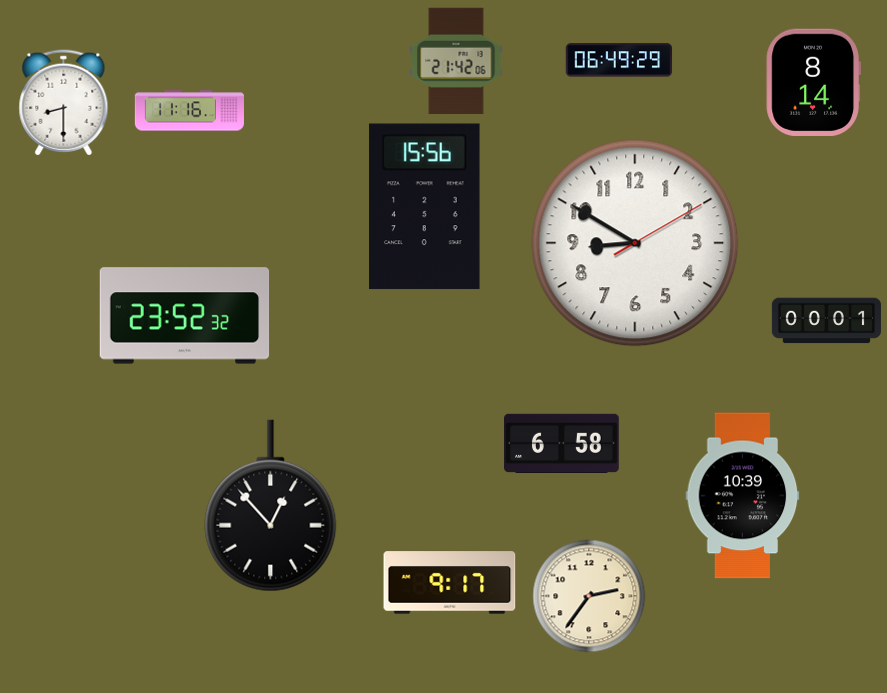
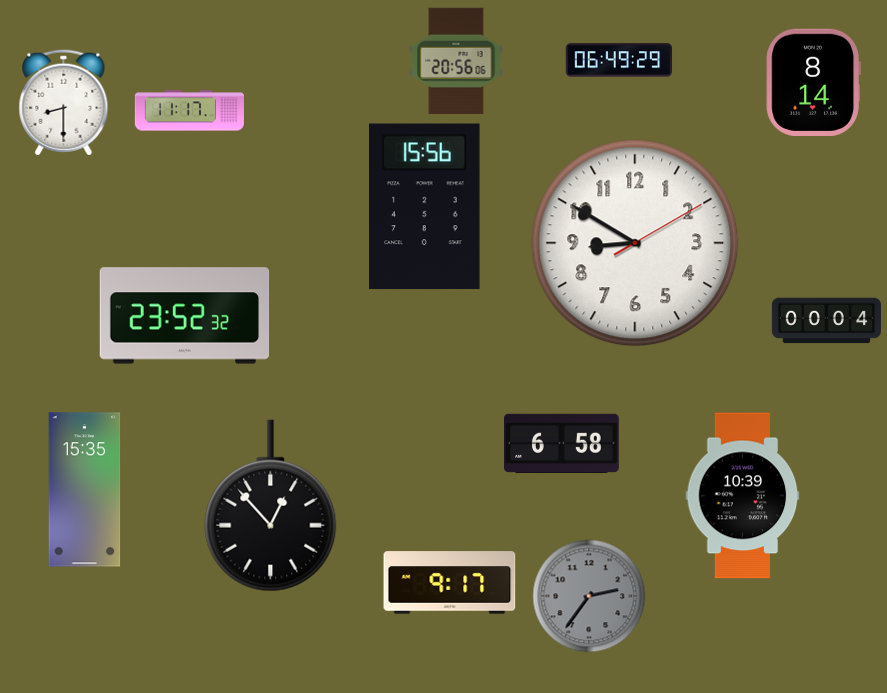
clock at (456, 61): 21:42 -> 20:56
clock at (189, 111): 11:16 -> 11:17
clock at (826, 321): 00:01 -> 00:04
clock at (85, 490): none -> 15:35
clock at (589, 596) dial: cream -> grey
